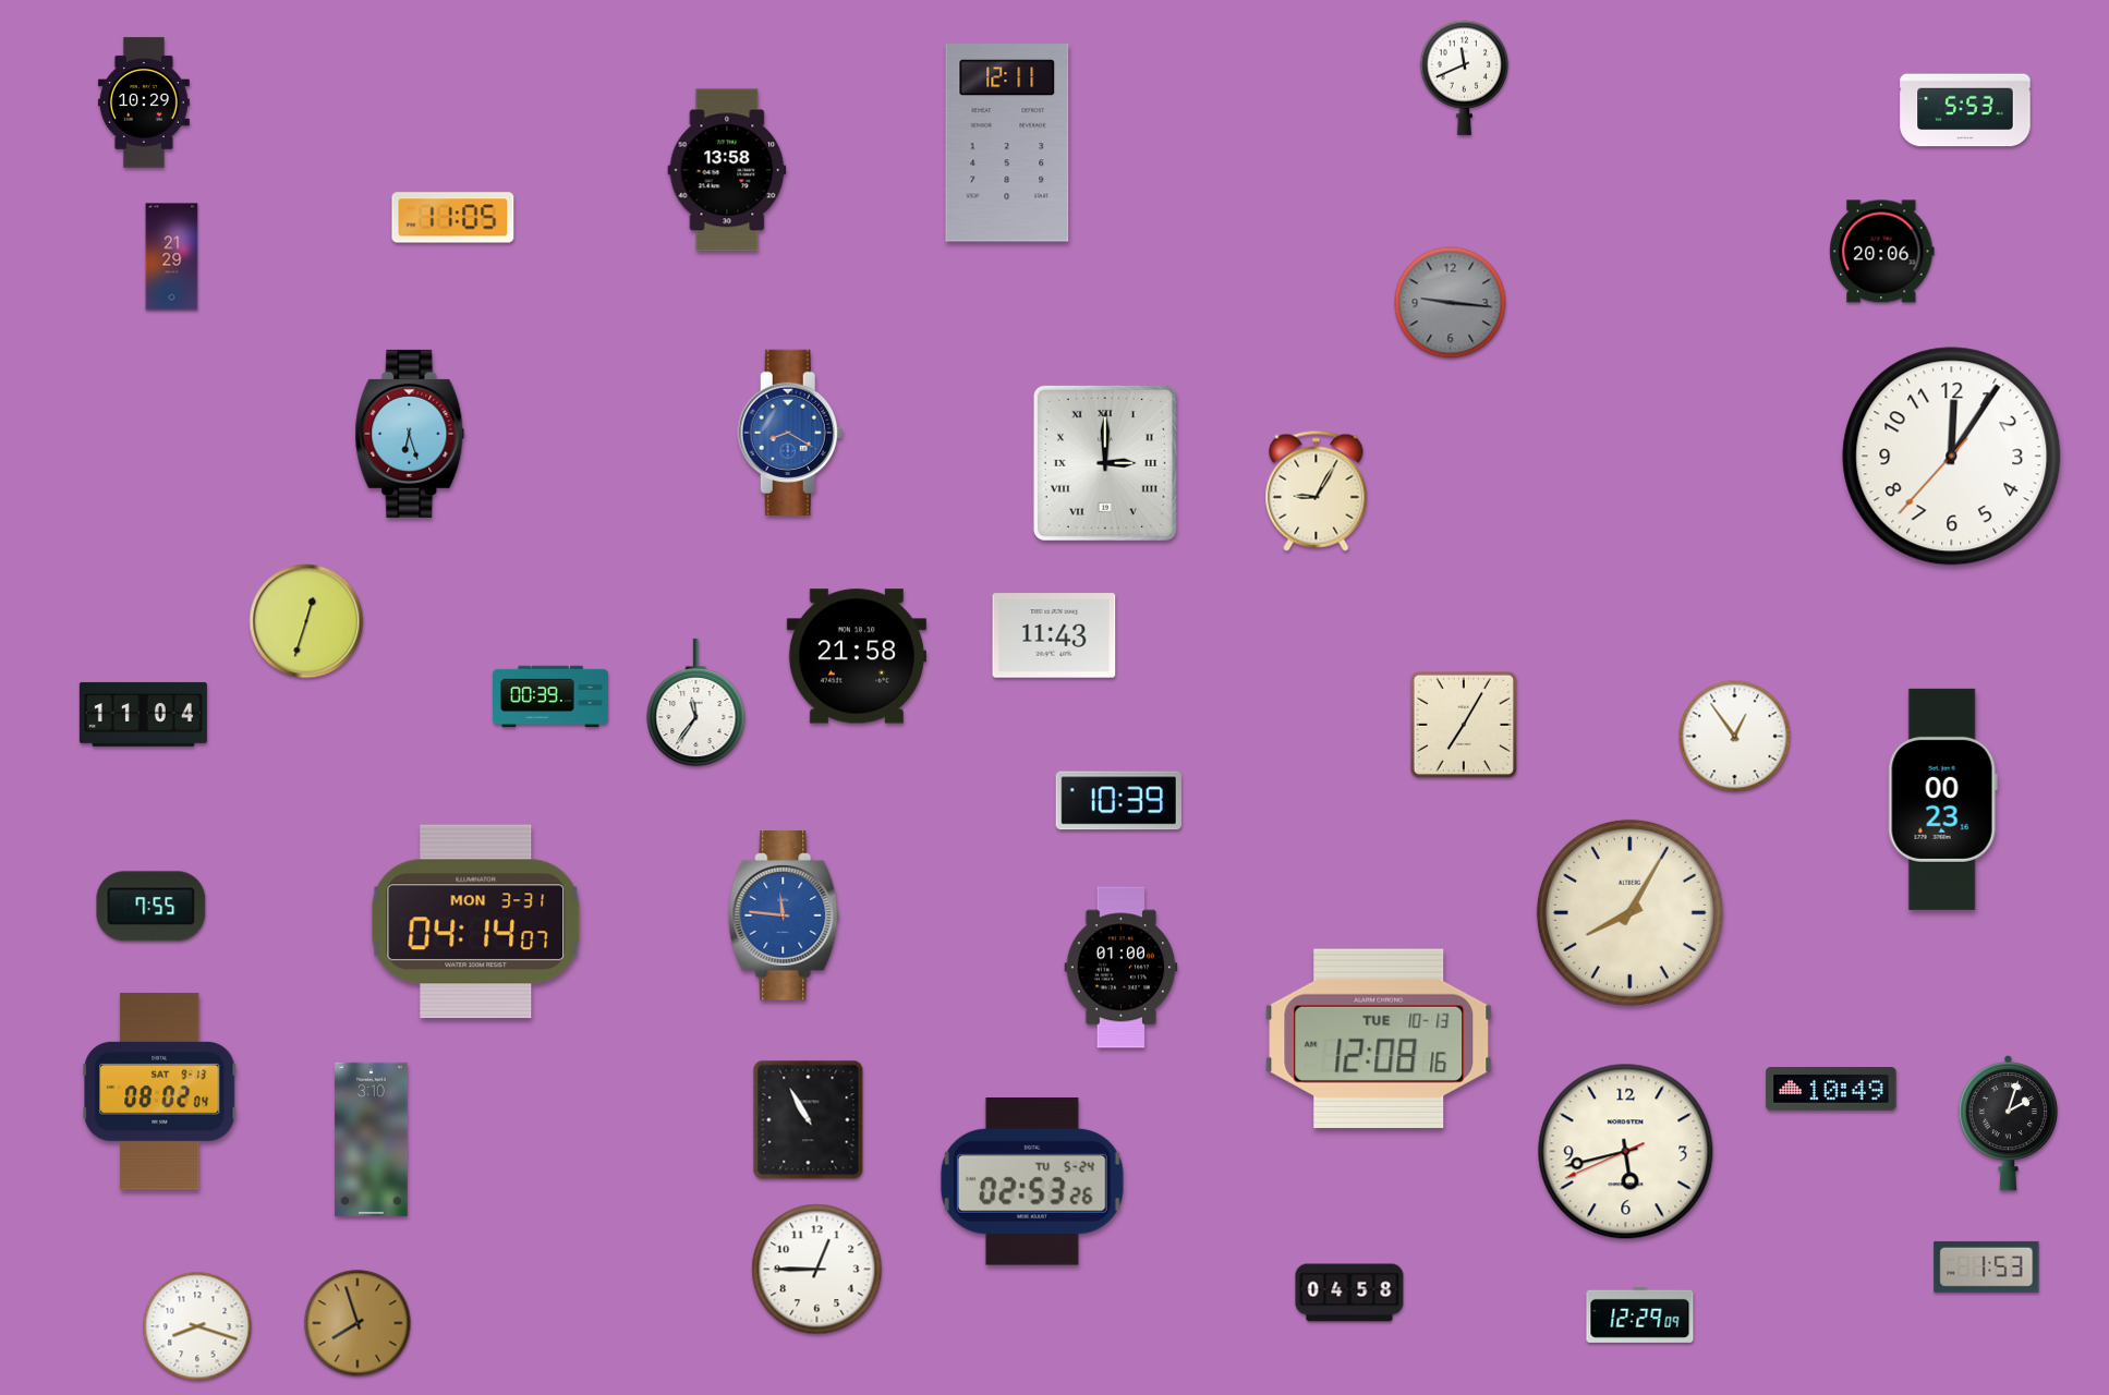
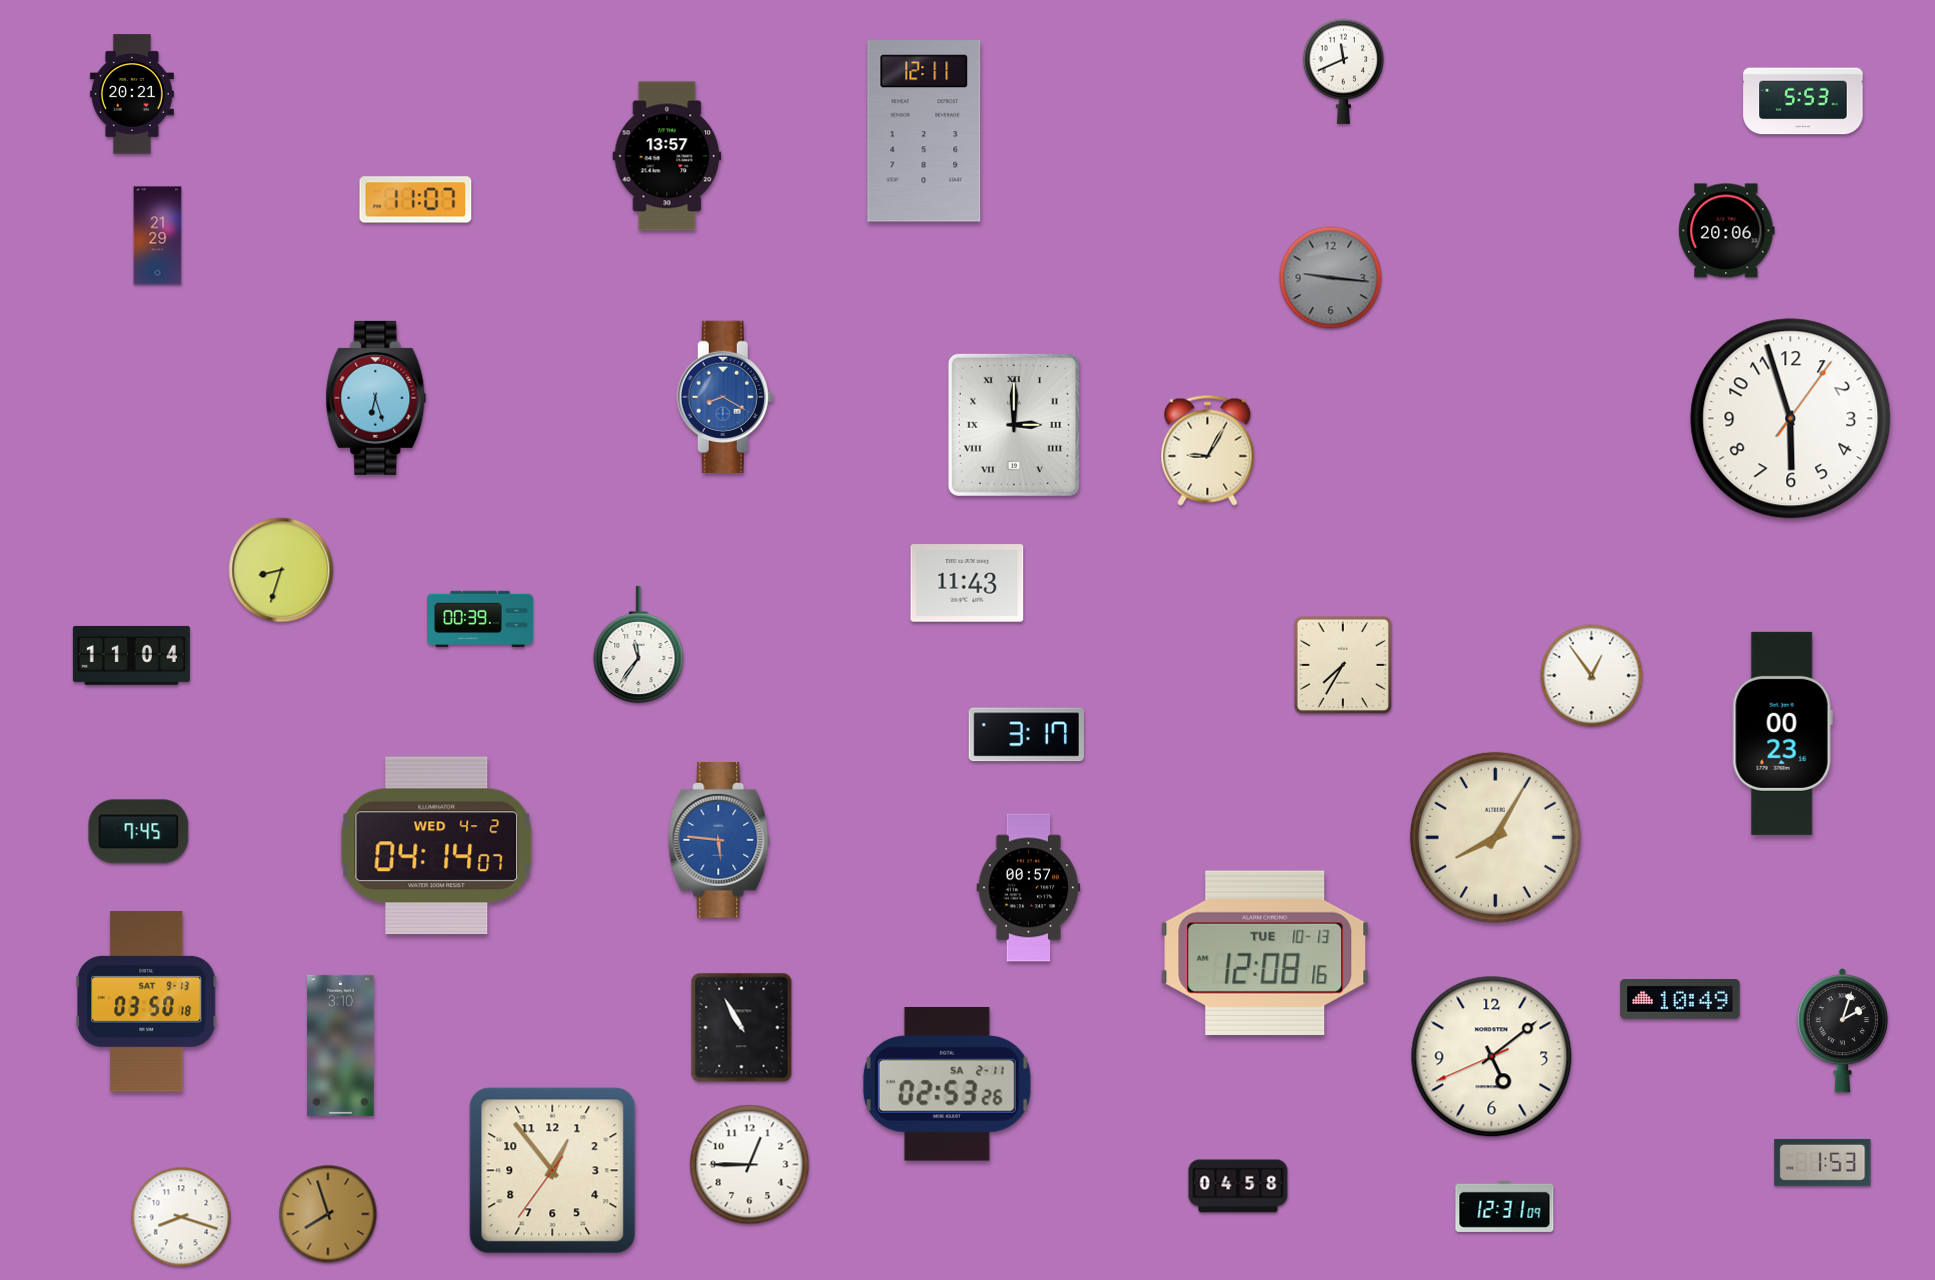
clock at (144, 102): 10:29 -> 20:21
clock at (727, 170): 13:58 -> 13:57
clock at (453, 218): 11:05 -> 11:07
clock at (1952, 457): 12:05 -> 5:57
clock at (306, 621): 12:33 -> 8:33
clock at (857, 656): 21:58 -> none
clock at (550, 696) position: (550, 696) -> (480, 619)
clock at (1464, 725): 7:05 -> 7:35
clock at (1118, 801): 10:39 -> 3:17
clock at (151, 907): 7:55 -> 7:45
clock at (785, 917): 11:46 -> 5:46
clock at (476, 922) date: MON 3-31 -> WED 4-2
clock at (1122, 968): 01:00 -> 00:57
clock at (160, 1092): 08:02 -> 03:50
clock at (1626, 1152): 5:42 -> 5:08
clock at (1032, 1182) date: TU 5-24 -> SA 2-11
clock at (553, 1171): none -> 12:53
clock at (1640, 1314): 12:29 -> 12:31
